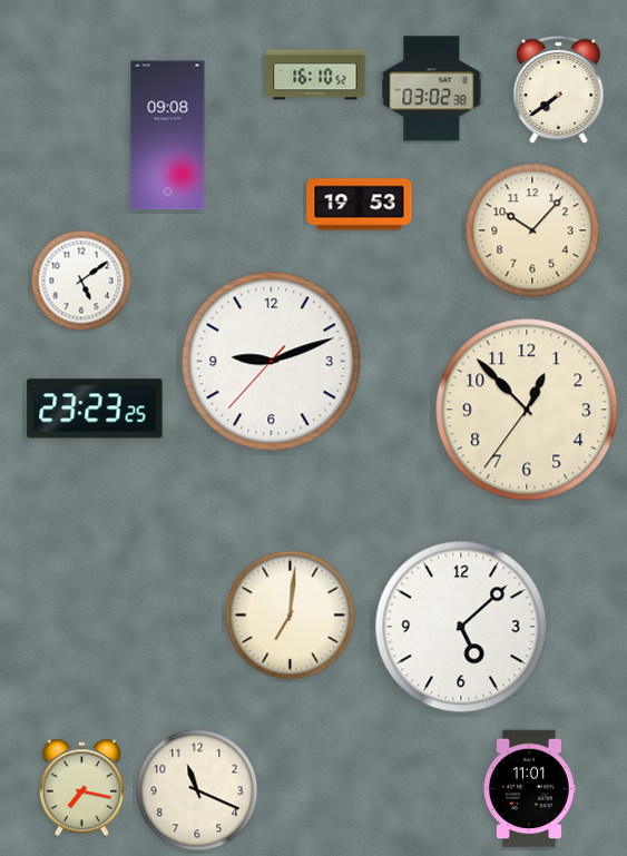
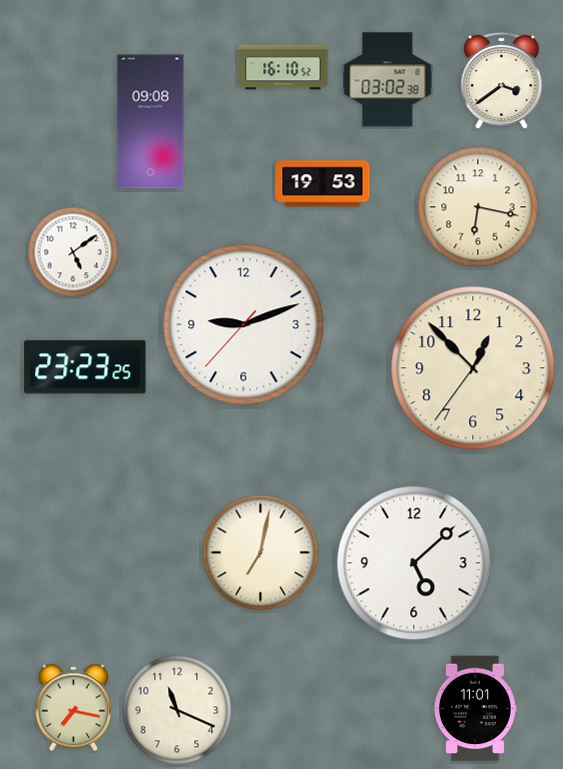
clock at (559, 90): 7:39 -> 3:39
clock at (532, 230): 10:07 -> 6:17
clock at (291, 616): 7:01 -> 7:02
